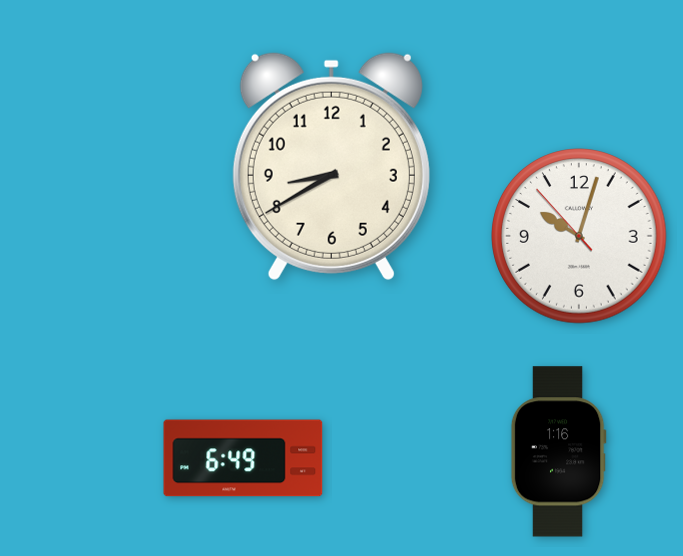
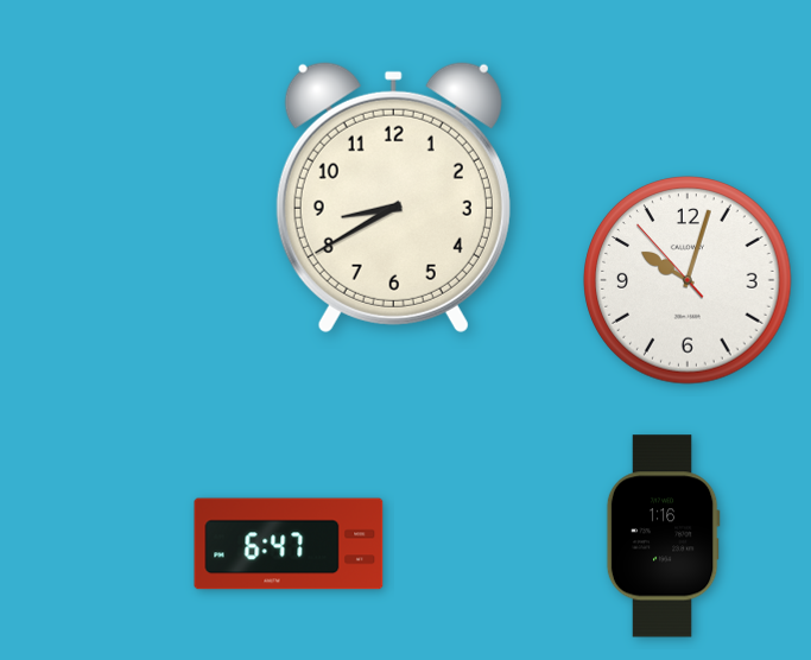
clock at (243, 458): 6:49 -> 6:47
